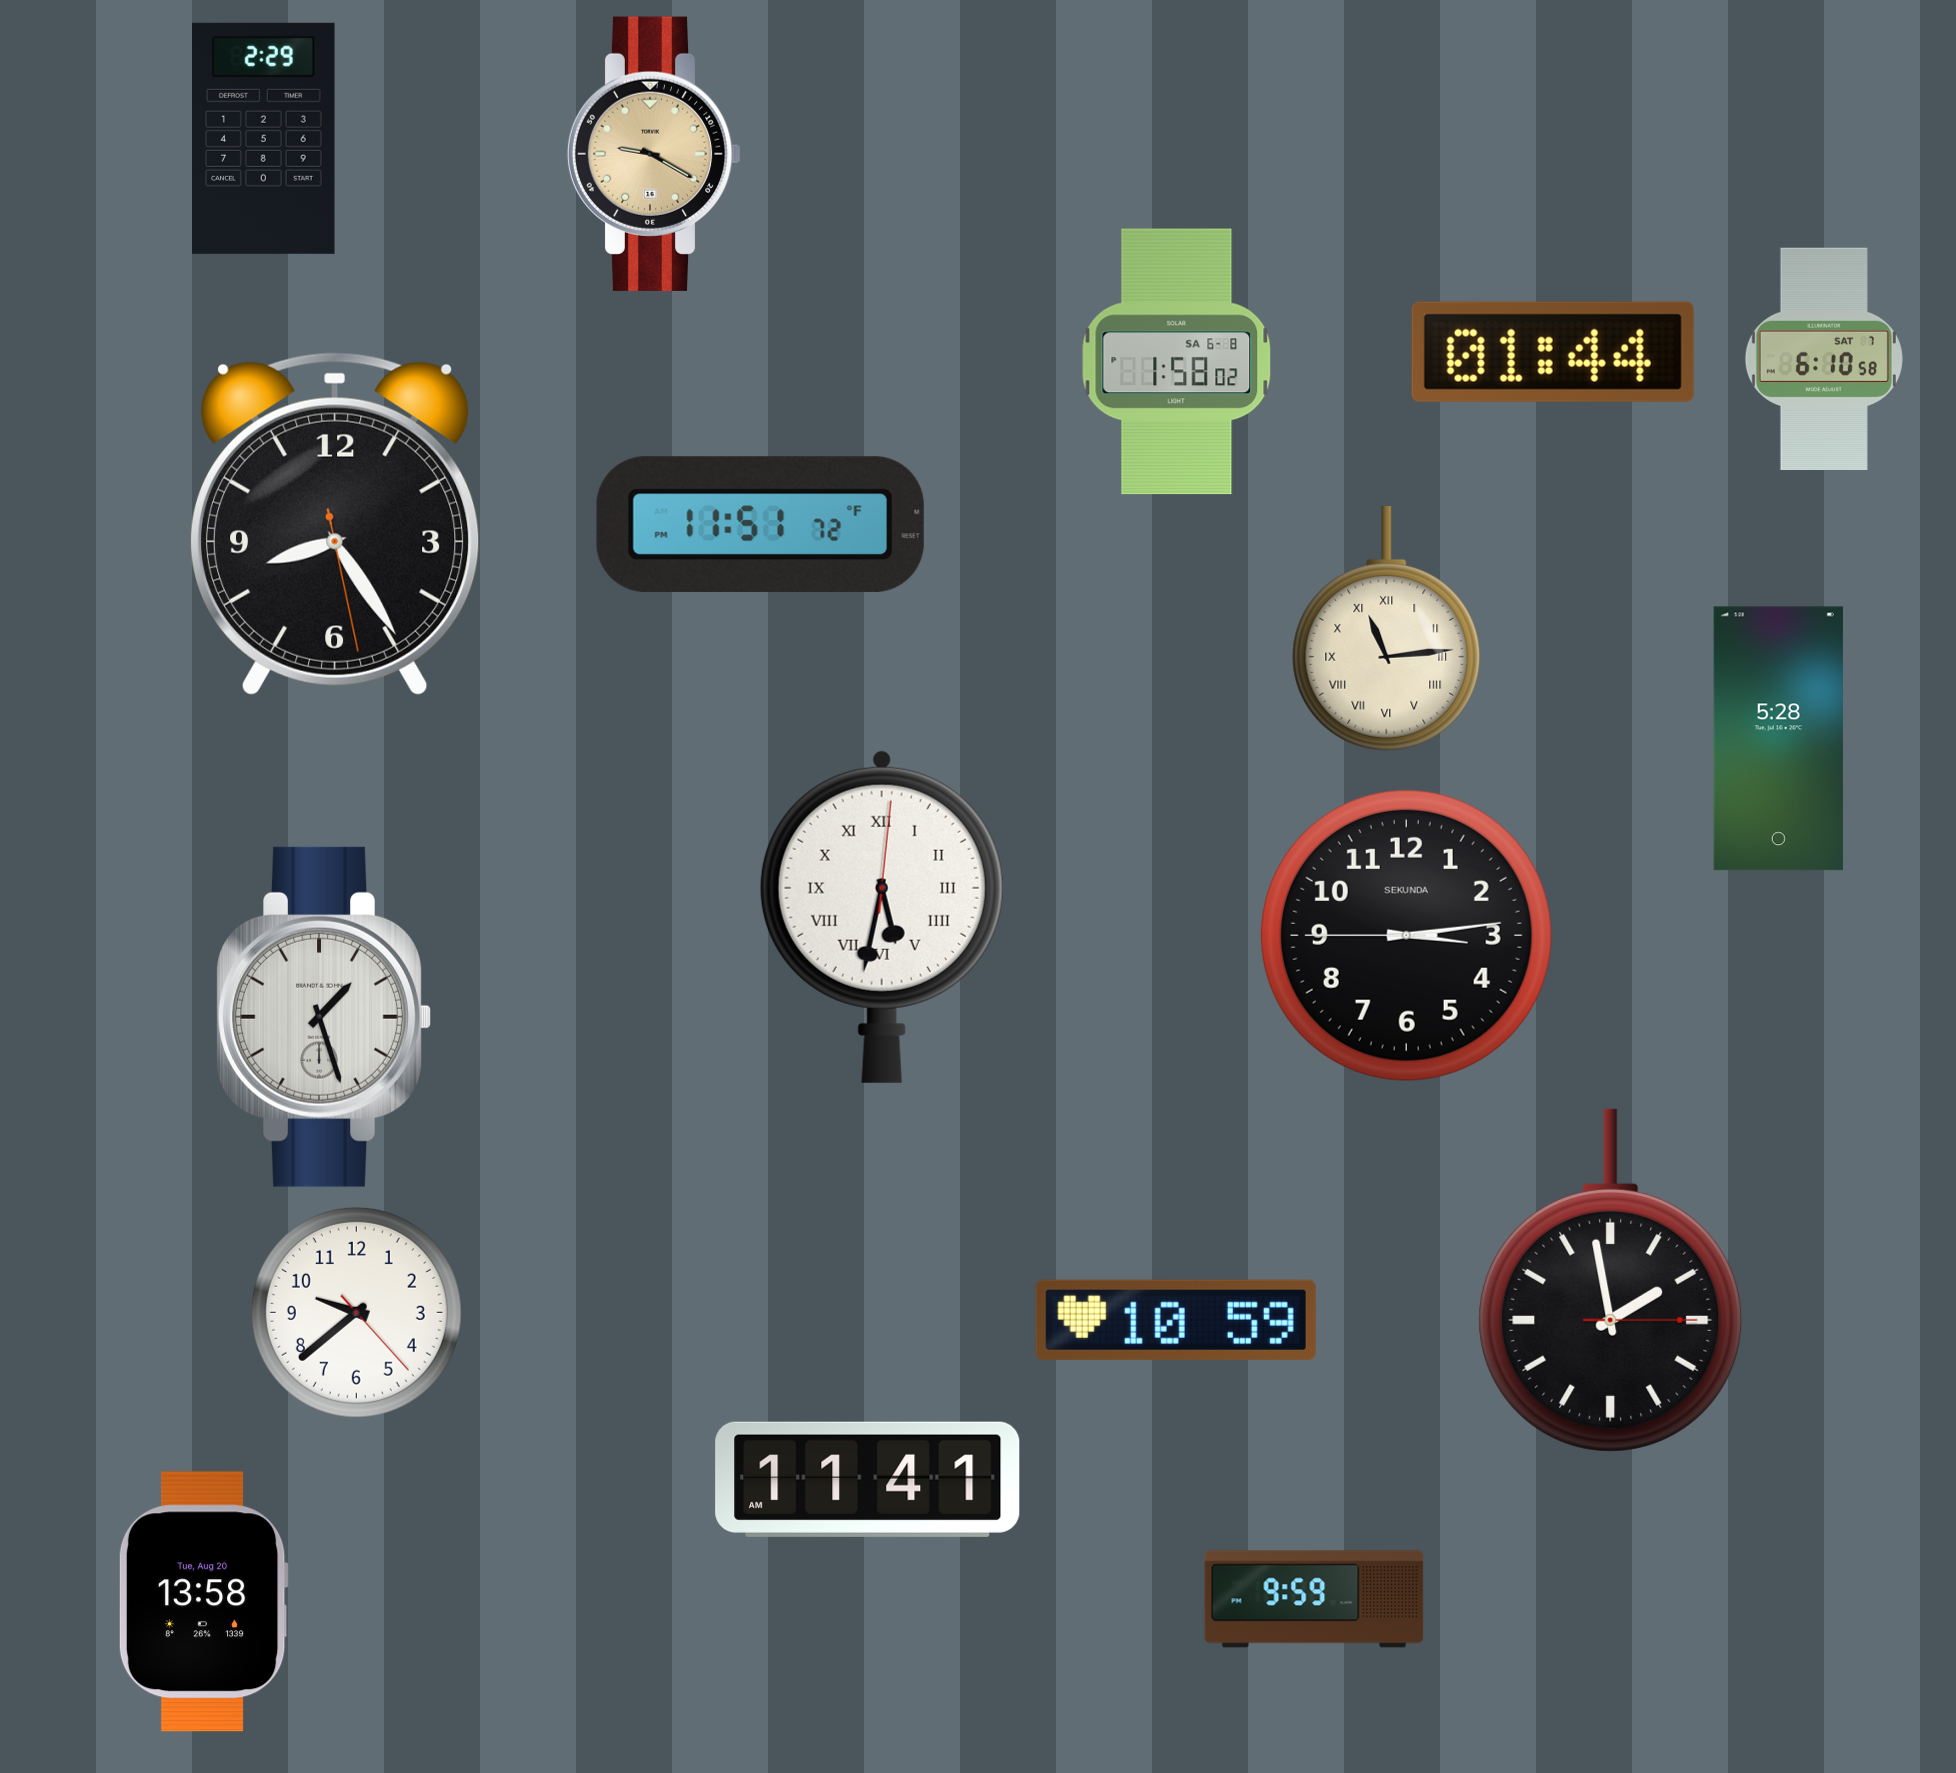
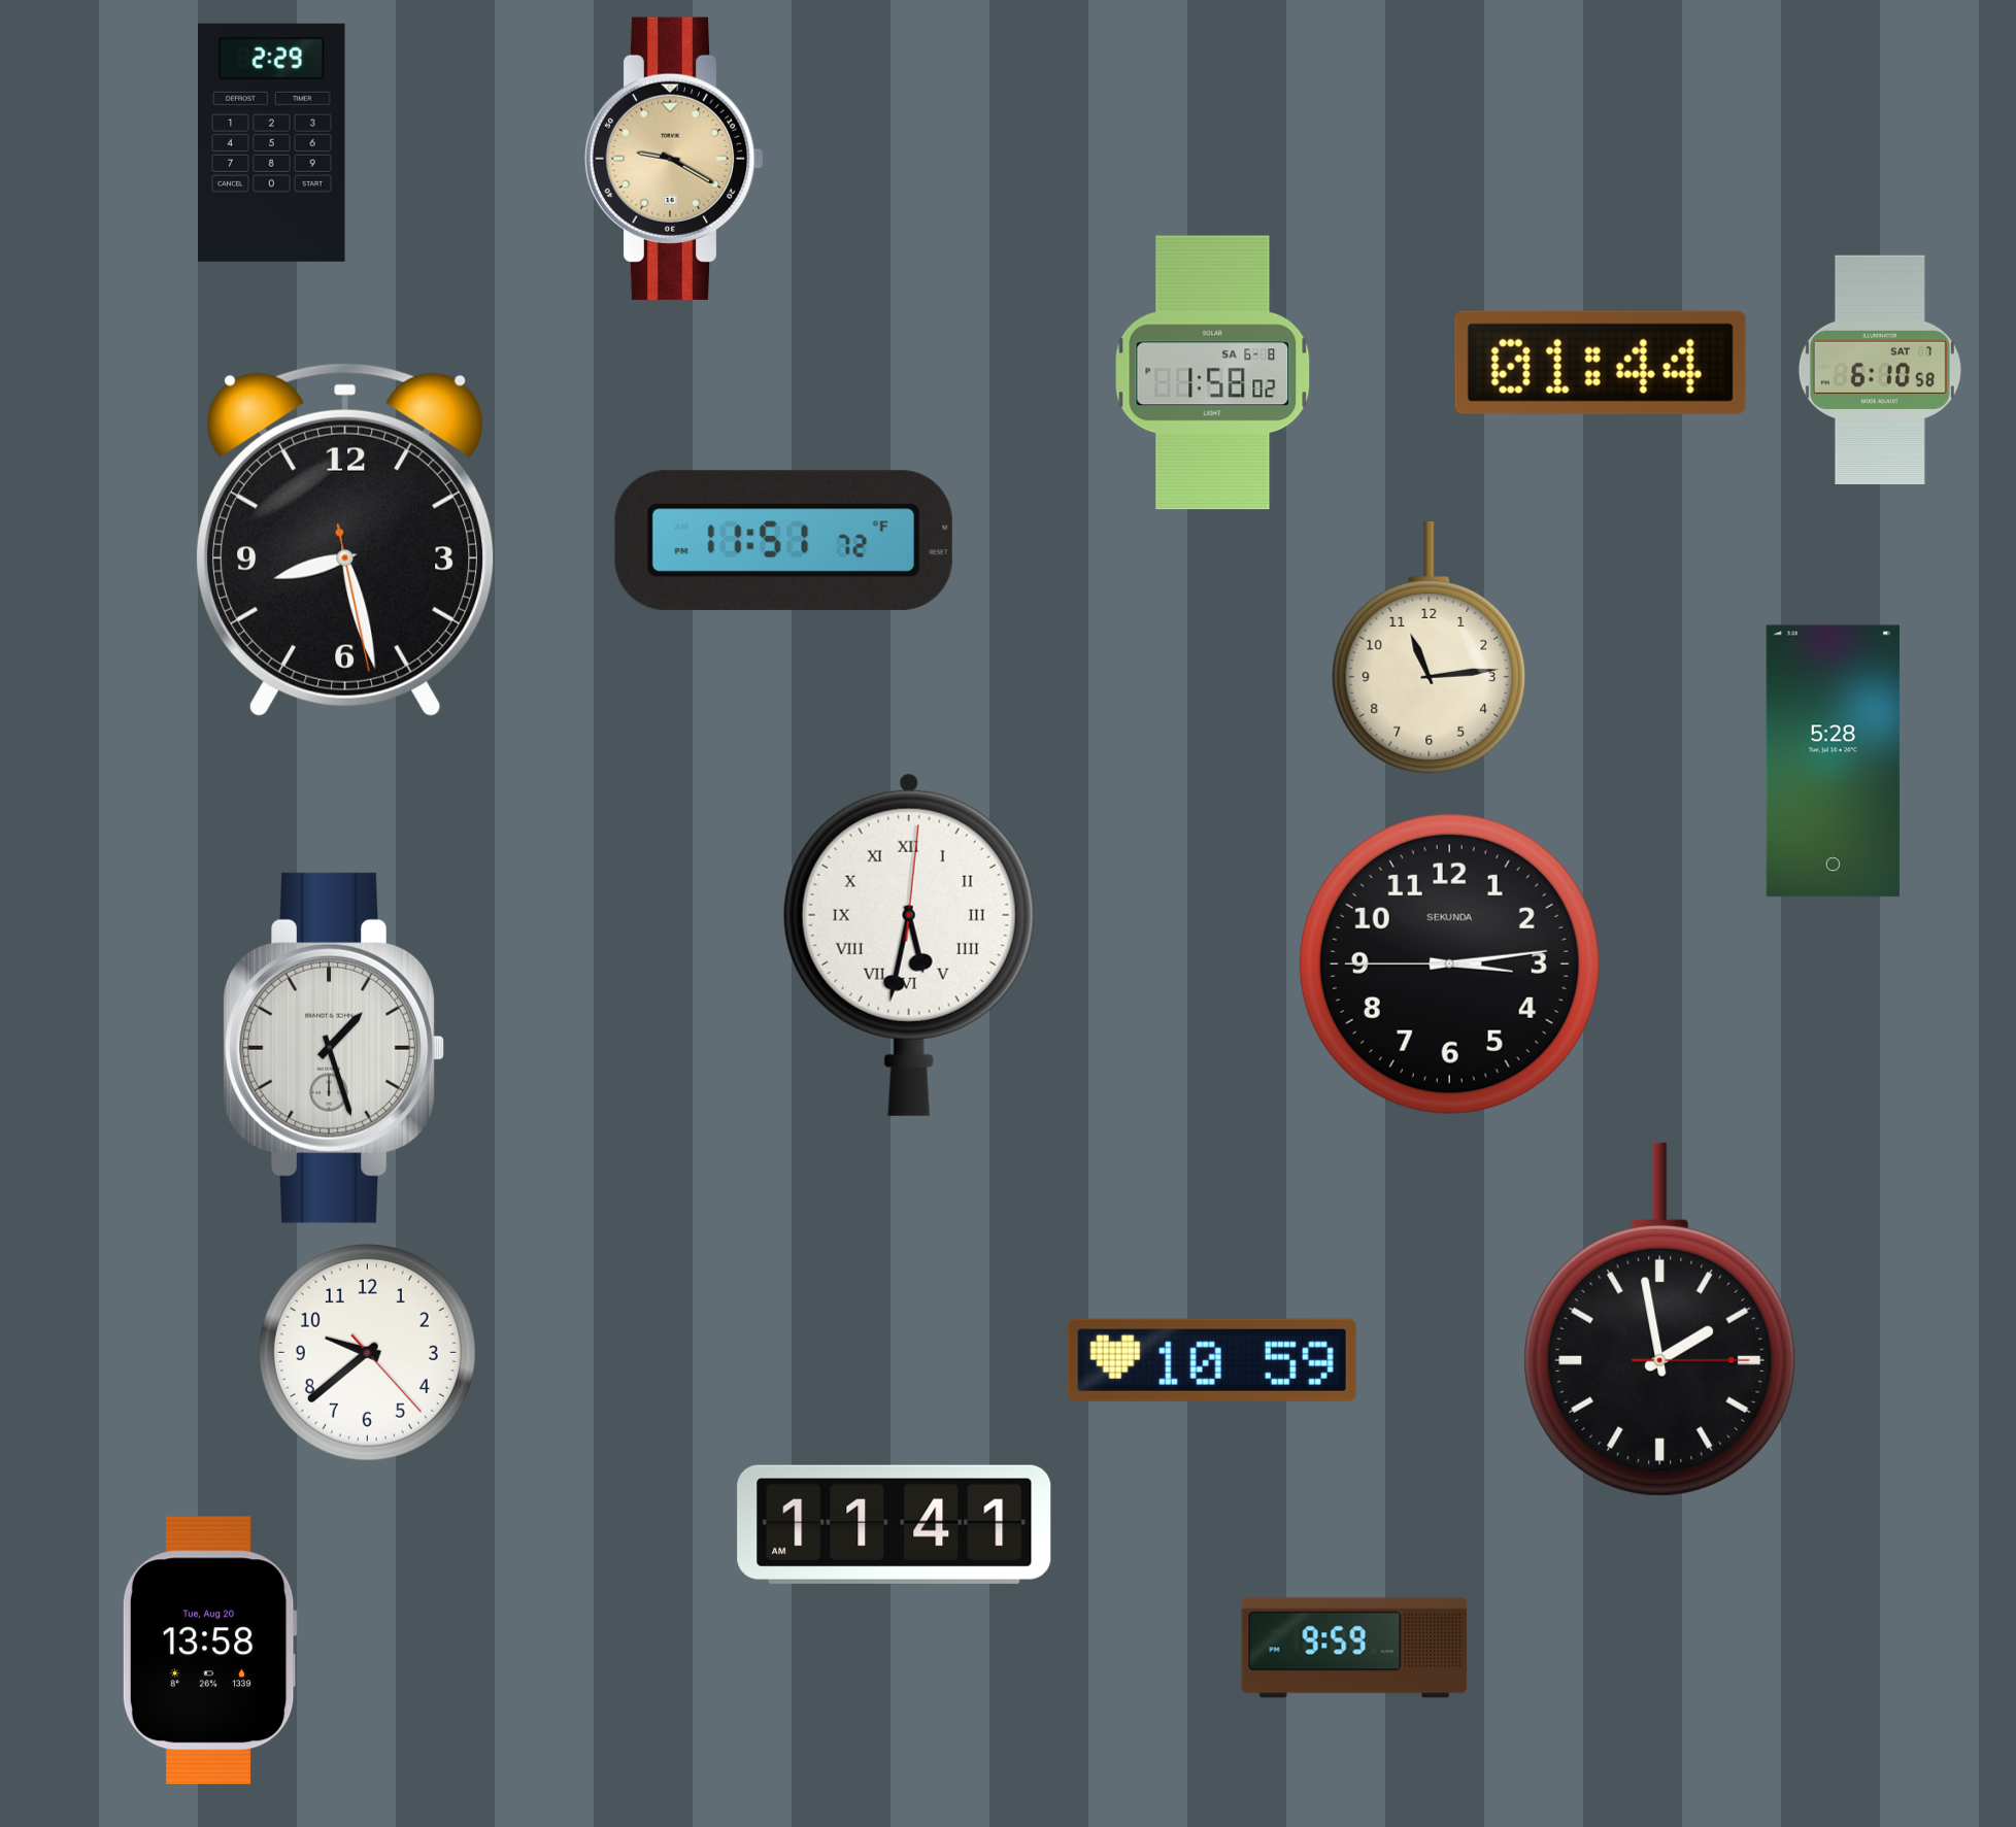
clock at (336, 524): 8:24 -> 8:27
clock at (1387, 629) numerals: Roman -> Arabic
